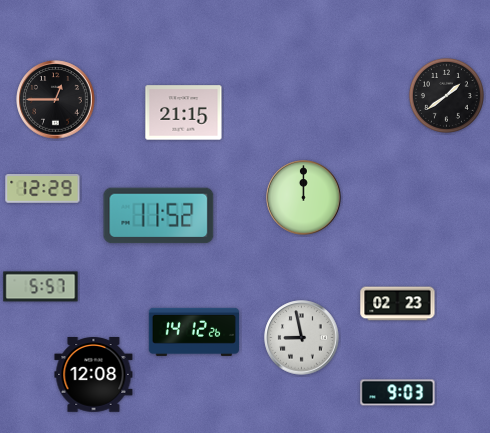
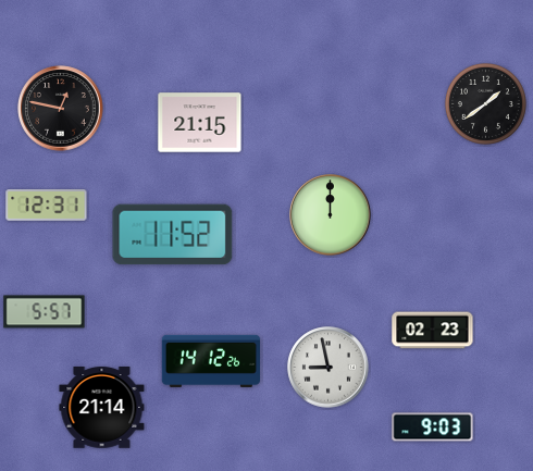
clock at (56, 100): 12:45 -> 12:47
clock at (43, 189): 12:29 -> 12:31
clock at (94, 375): 12:08 -> 21:14
